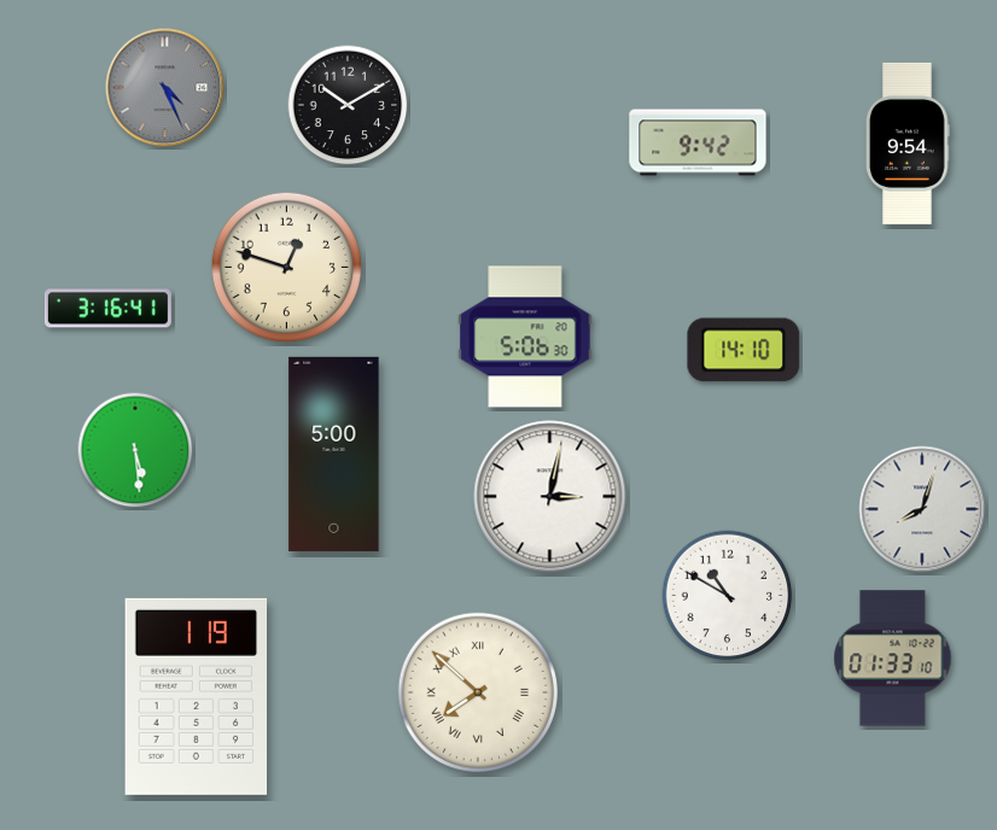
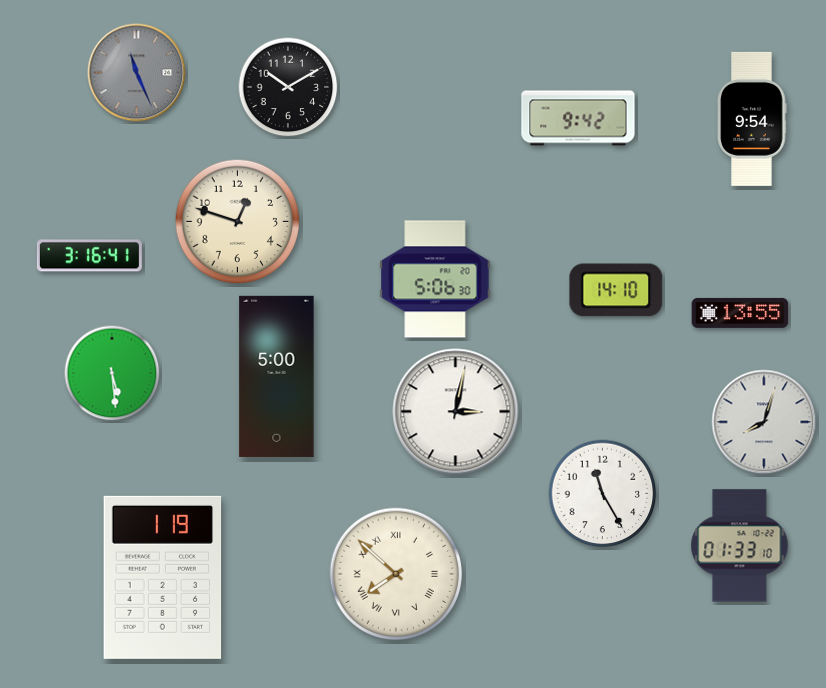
clock at (165, 88): 4:26 -> 11:26
clock at (740, 313): none -> 13:55
clock at (728, 596): 10:50 -> 11:25
